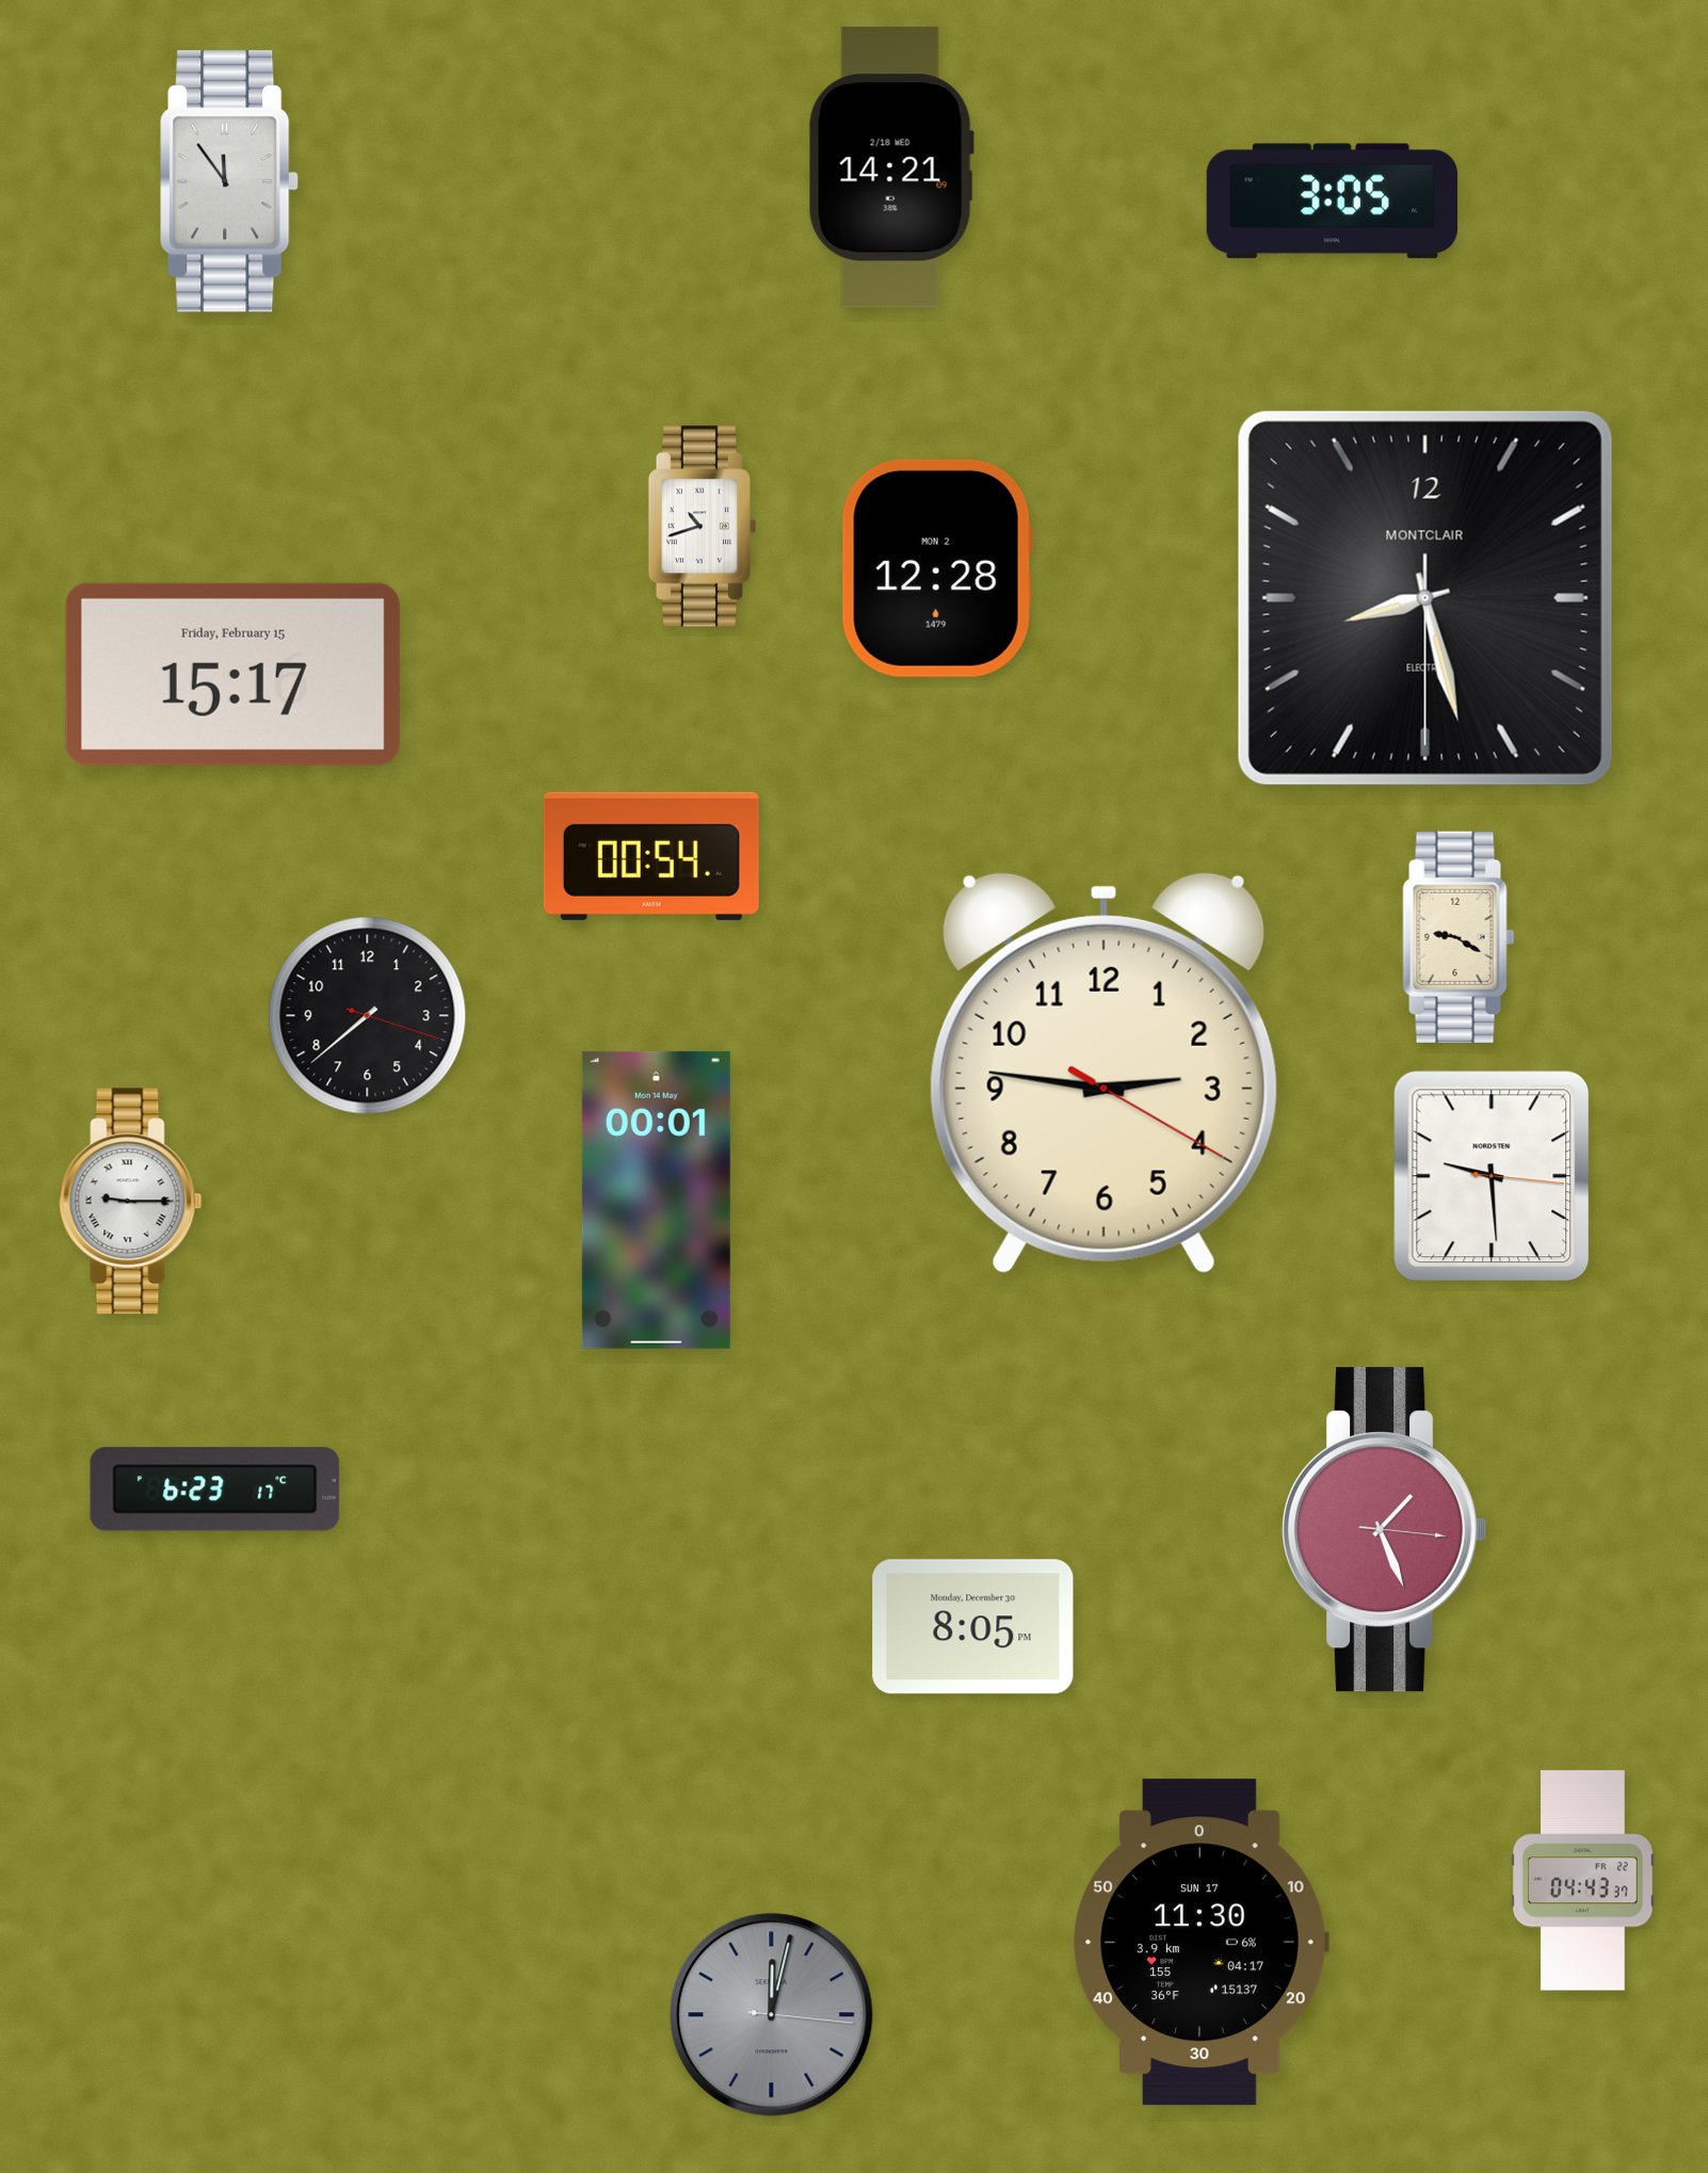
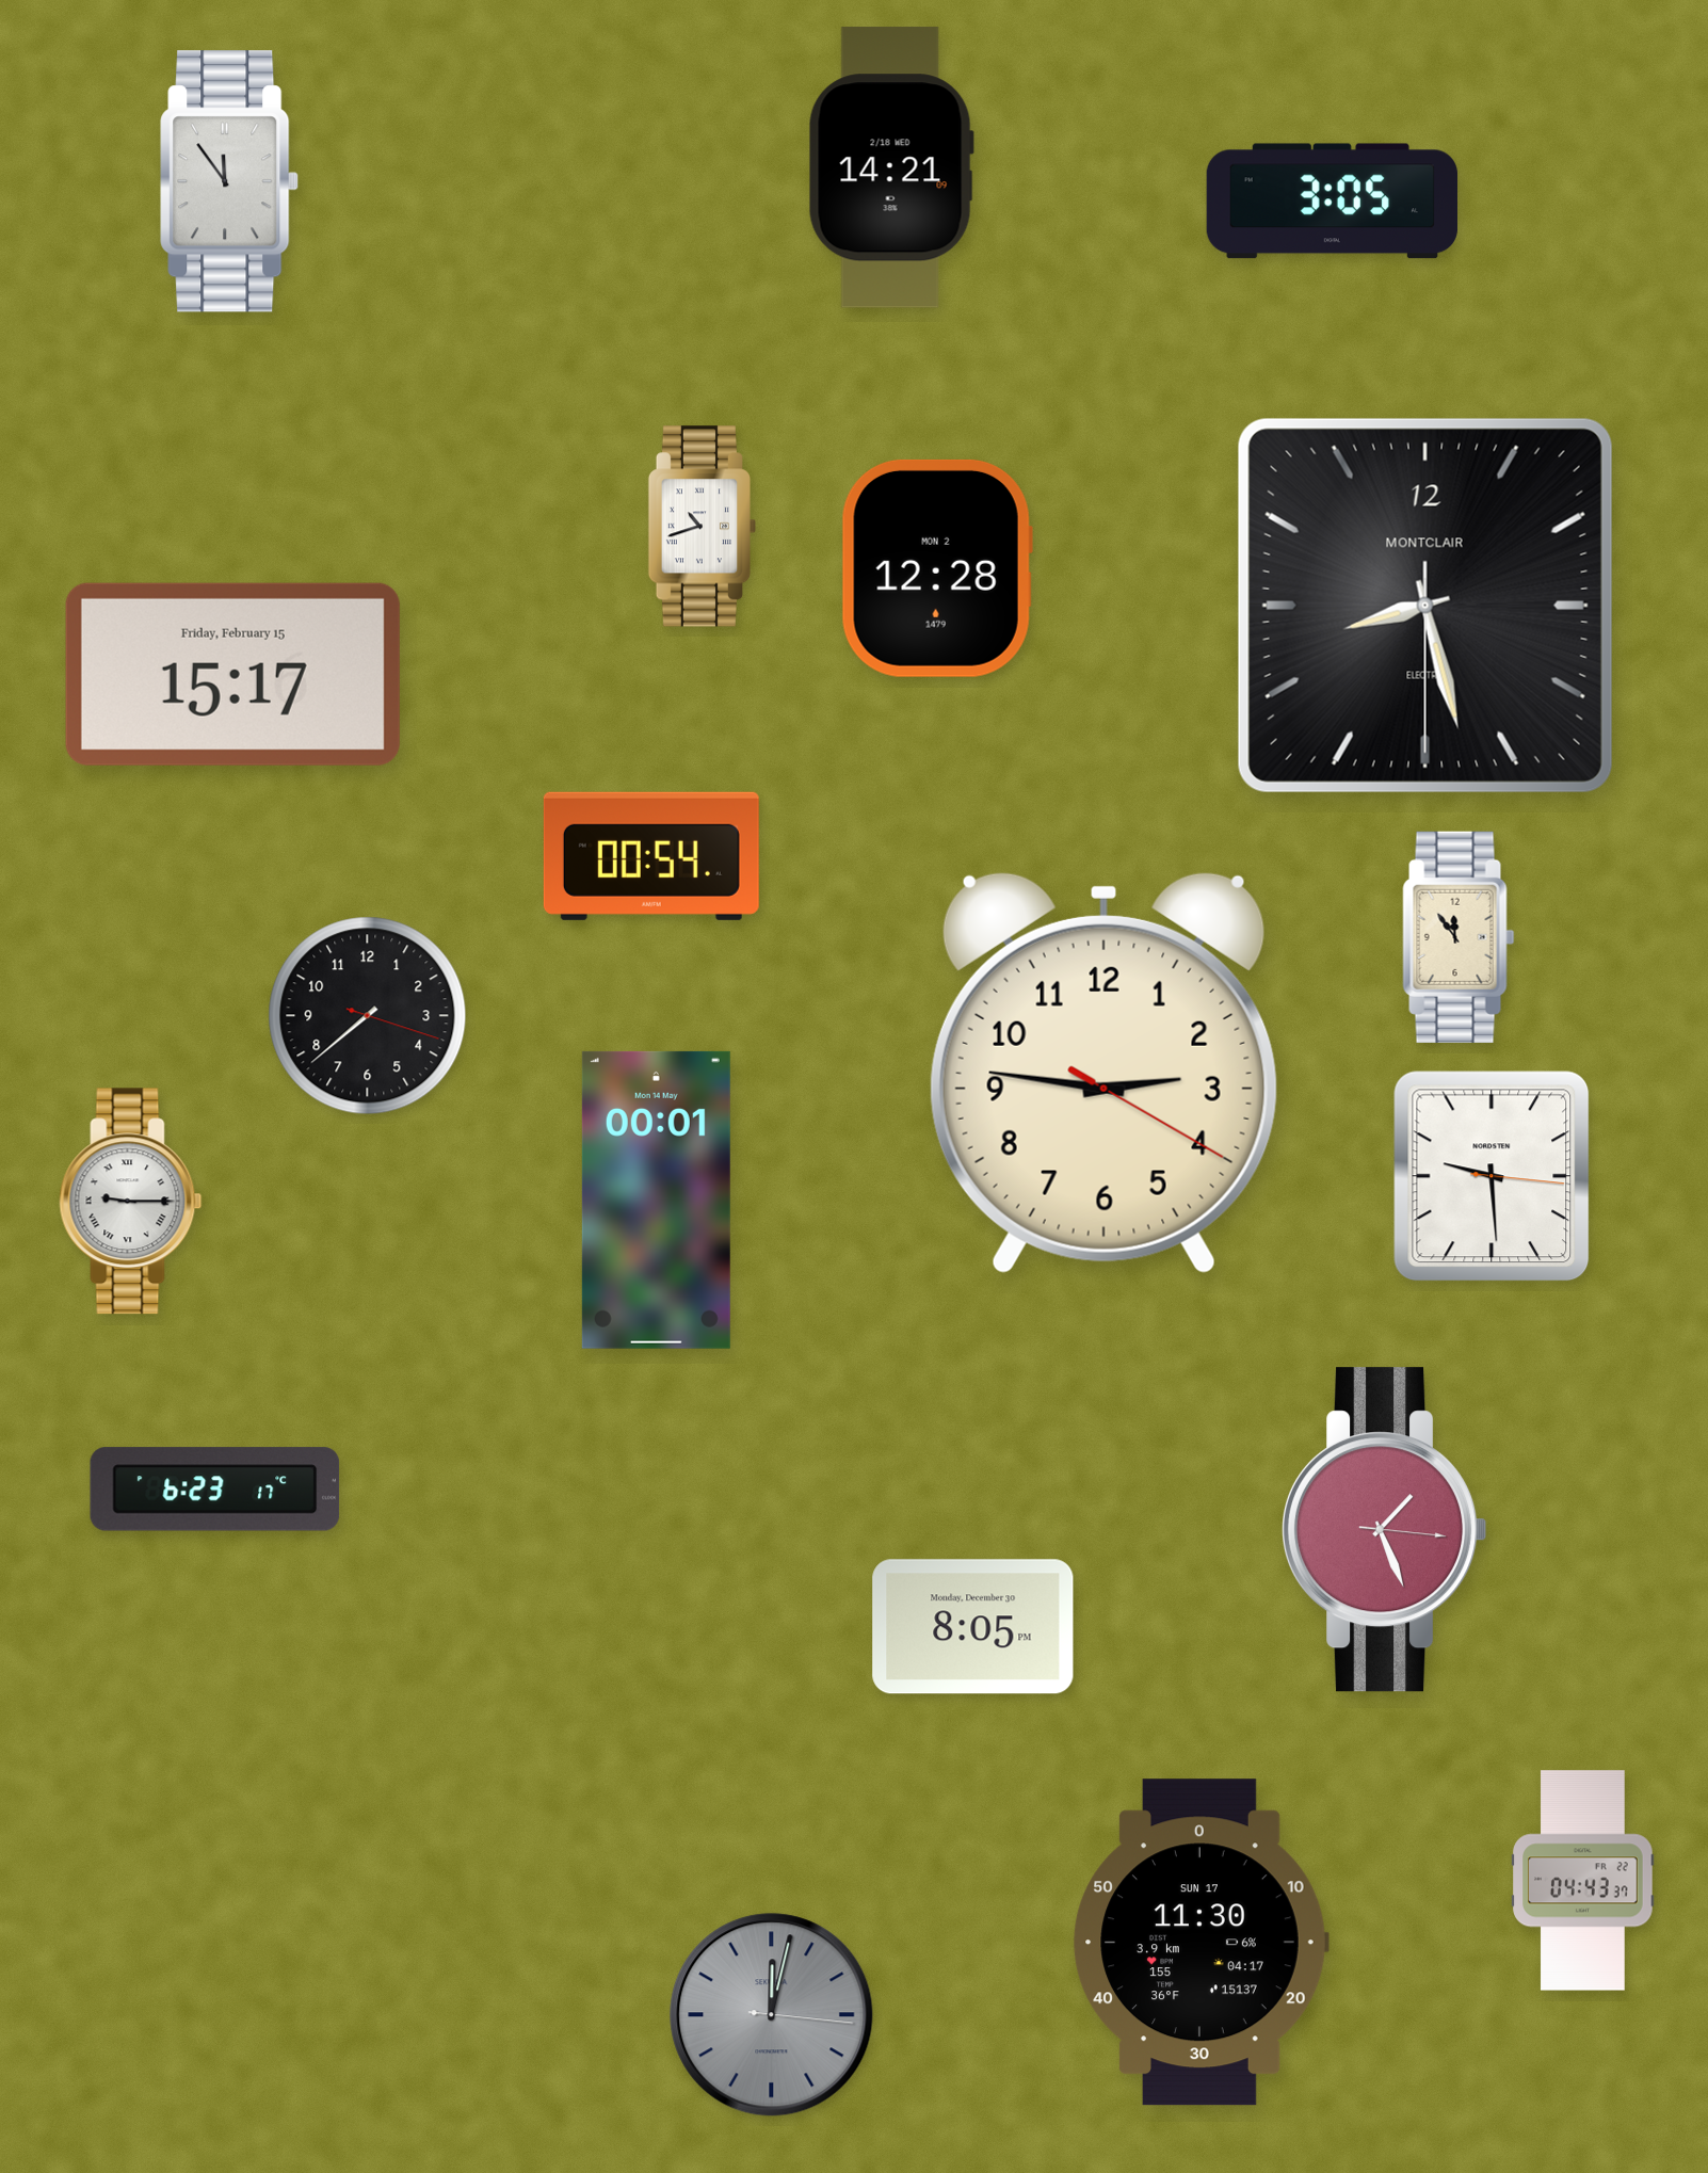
clock at (1425, 598) position: (1425, 598) -> (1425, 606)
clock at (1459, 937): 9:20 -> 11:54
